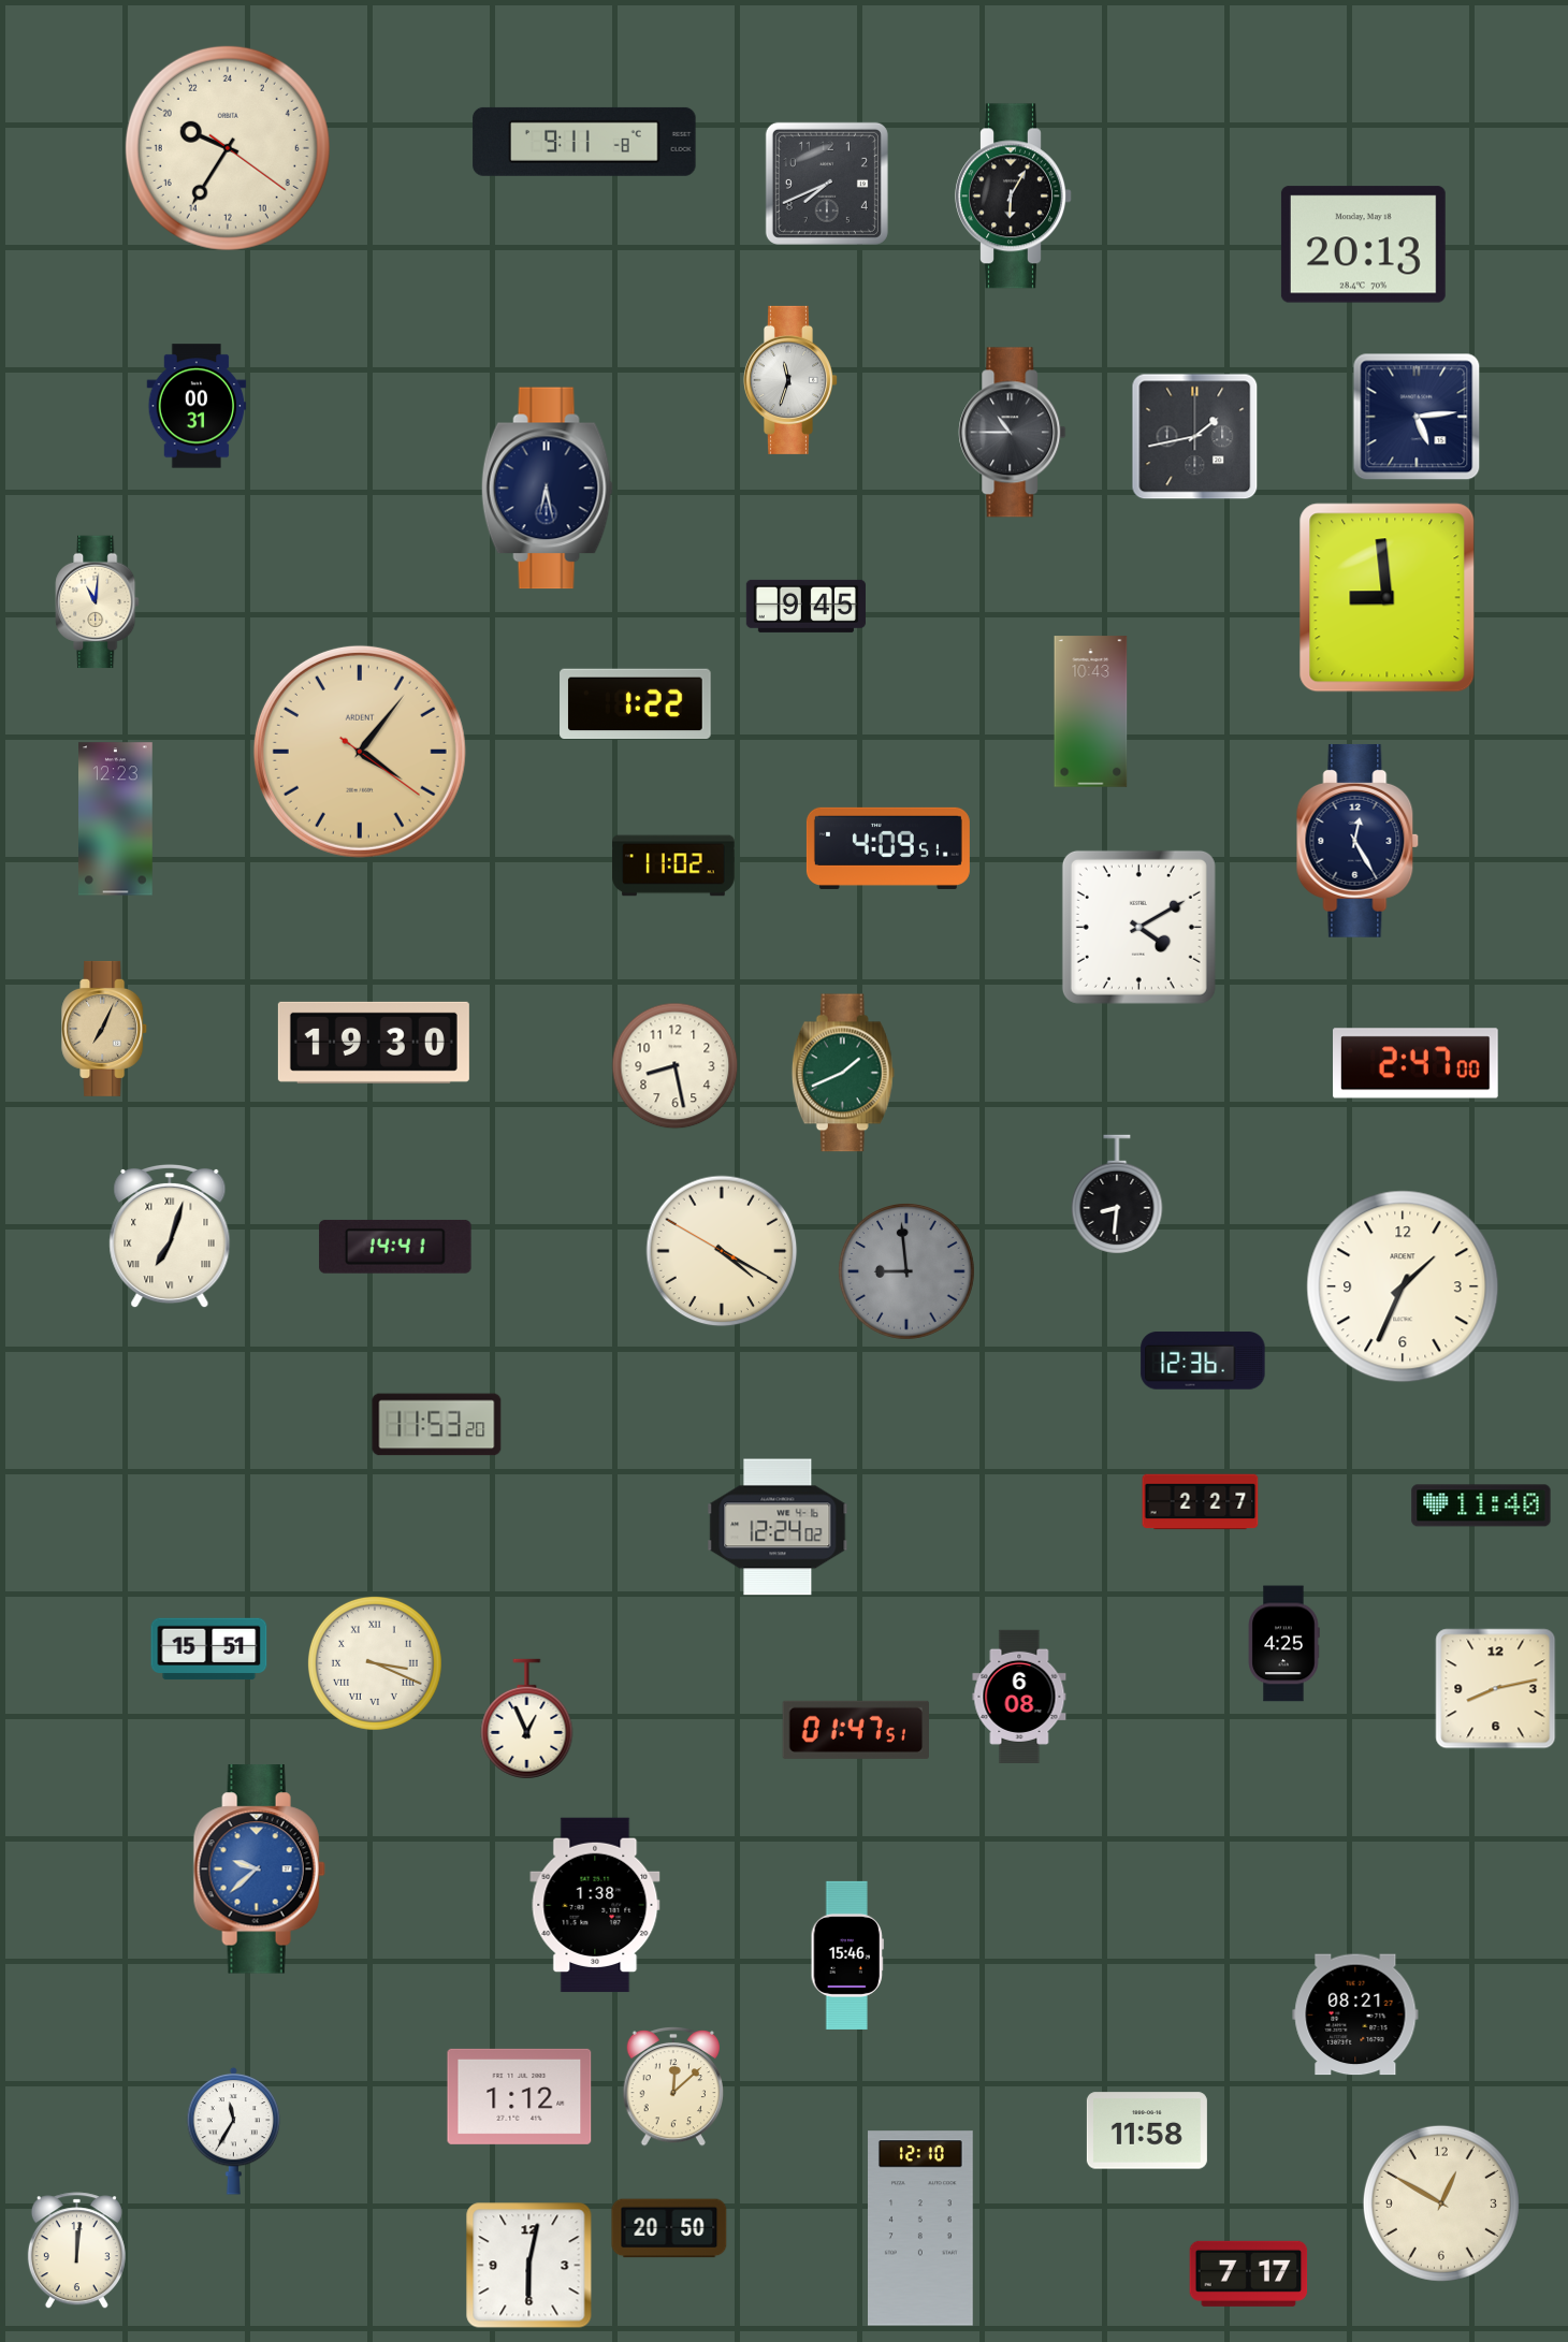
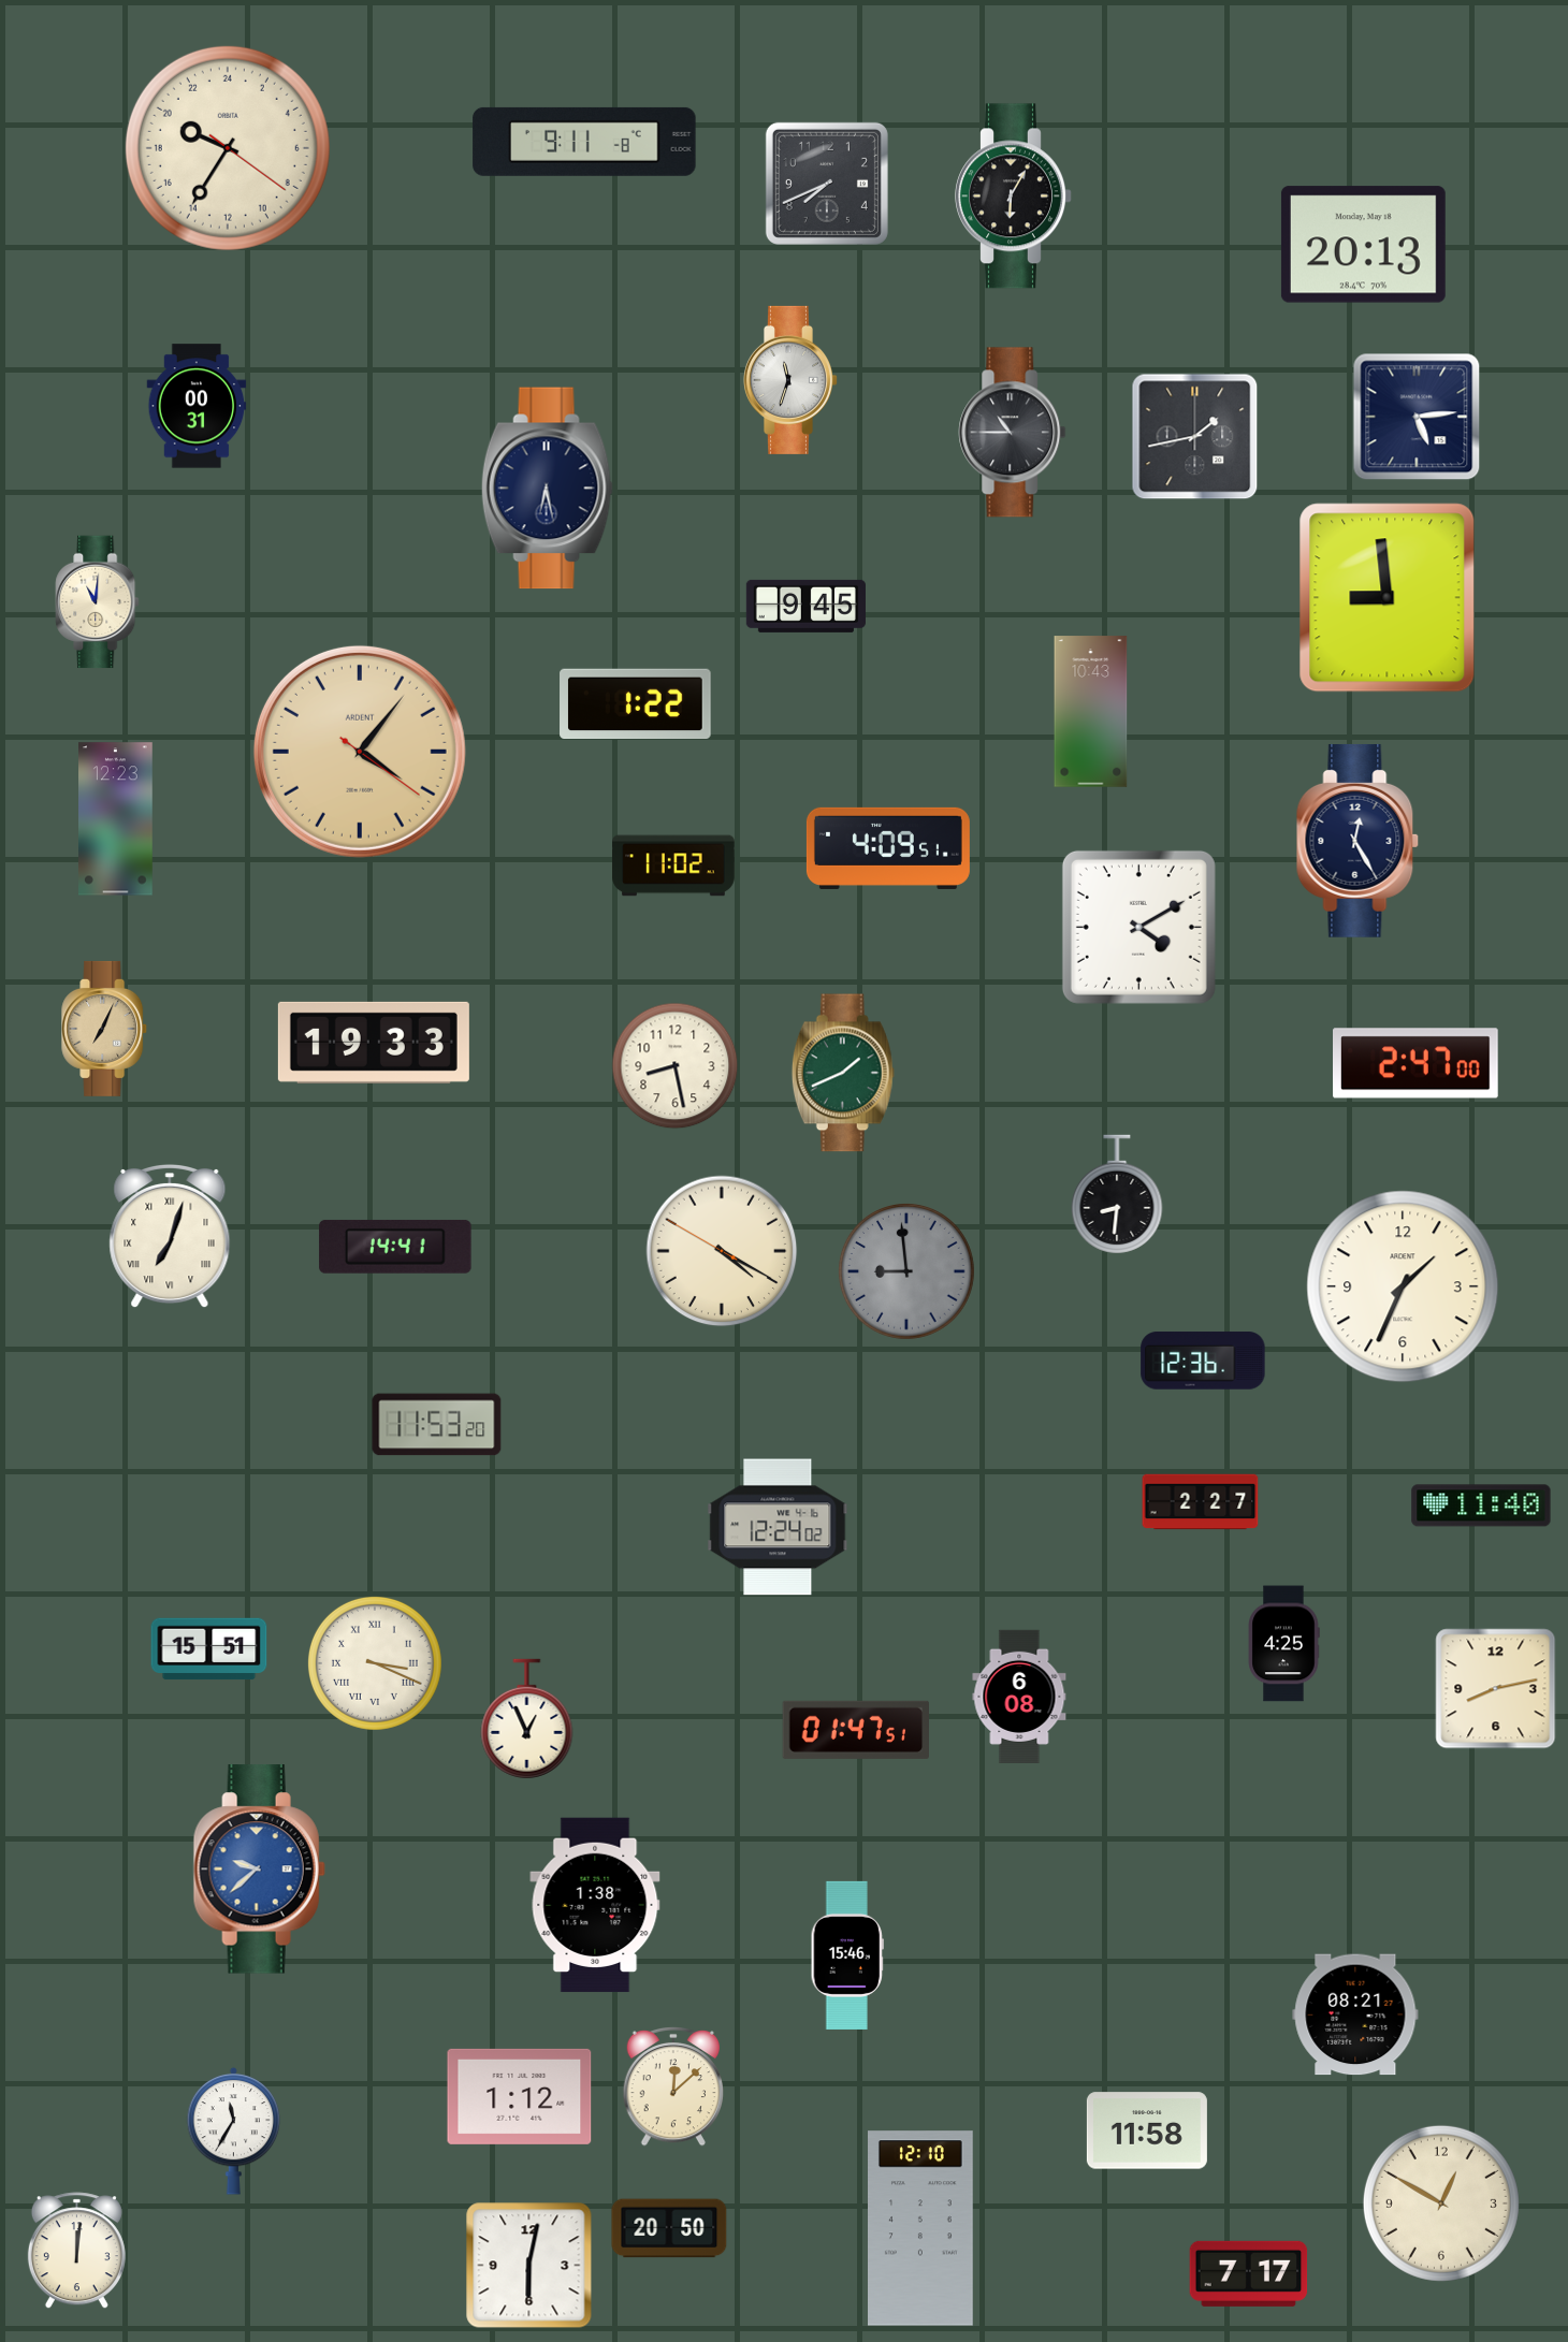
clock at (374, 1043): 19:30 -> 19:33
